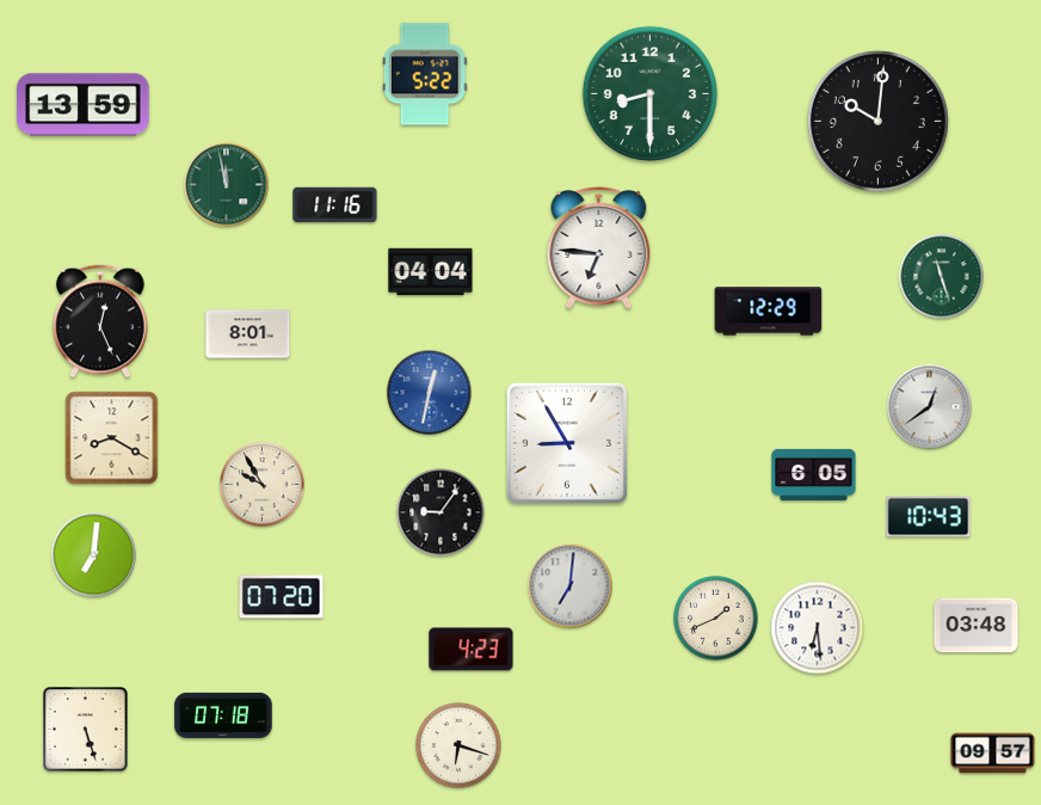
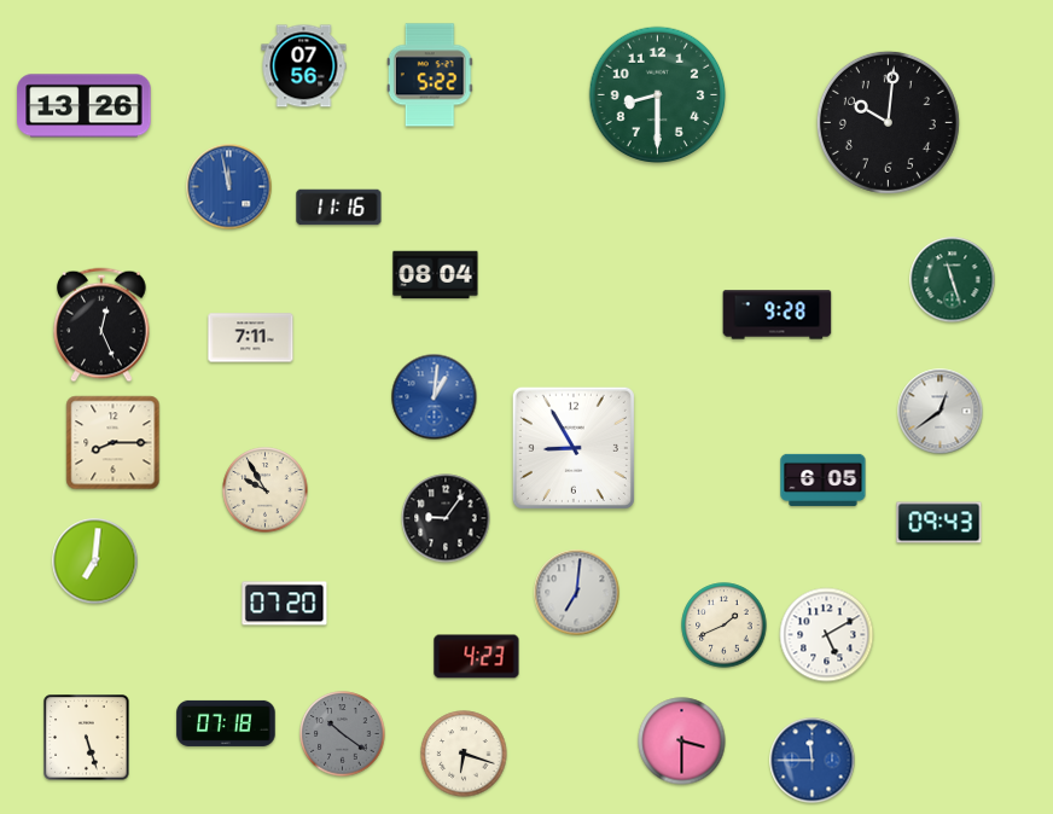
clock at (304, 66): none -> 07:56
clock at (84, 105): 13:59 -> 13:26
clock at (227, 185) dial: green -> blue
clock at (599, 247): 6:46 -> none
clock at (431, 272): 04:04 -> 08:04
clock at (769, 312): 12:29 -> 9:28
clock at (248, 334): 8:01 -> 7:11
clock at (430, 393): 12:32 -> 1:01
clock at (112, 438): 8:20 -> 8:15
clock at (929, 517): 10:43 -> 09:43
clock at (977, 626): 03:48 -> none
clock at (818, 628): 6:29 -> 5:10
clock at (343, 734): none -> 10:21
clock at (682, 742): none -> 3:30
clock at (813, 761): none -> 11:45
clock at (993, 754): 09:57 -> none
